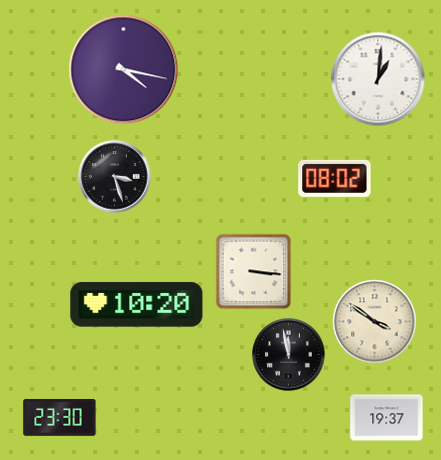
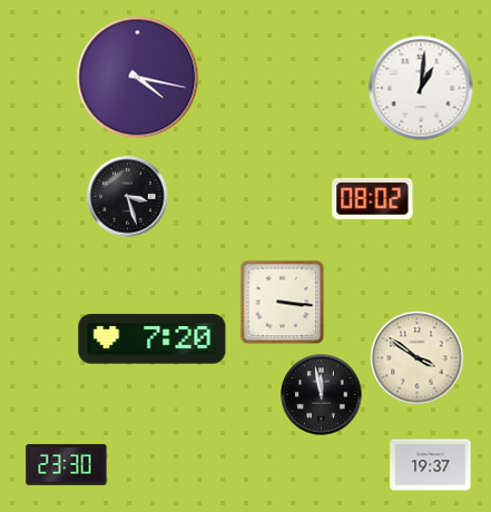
clock at (137, 305): 10:20 -> 7:20
